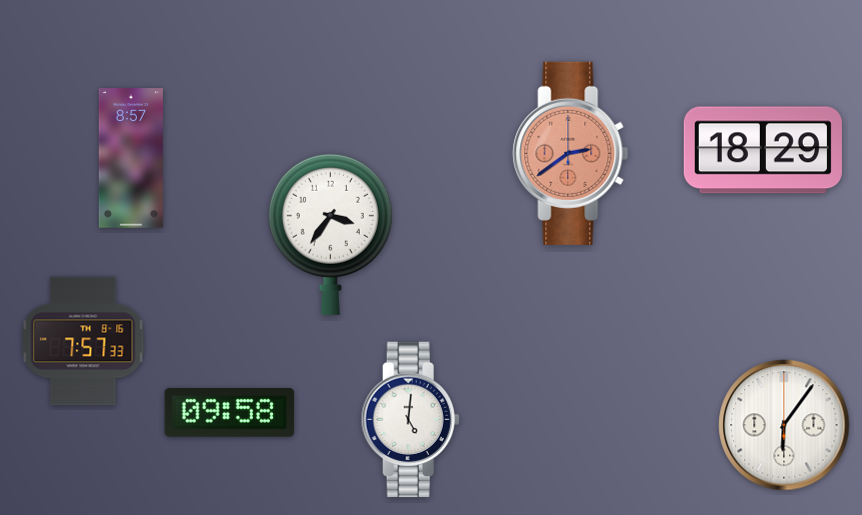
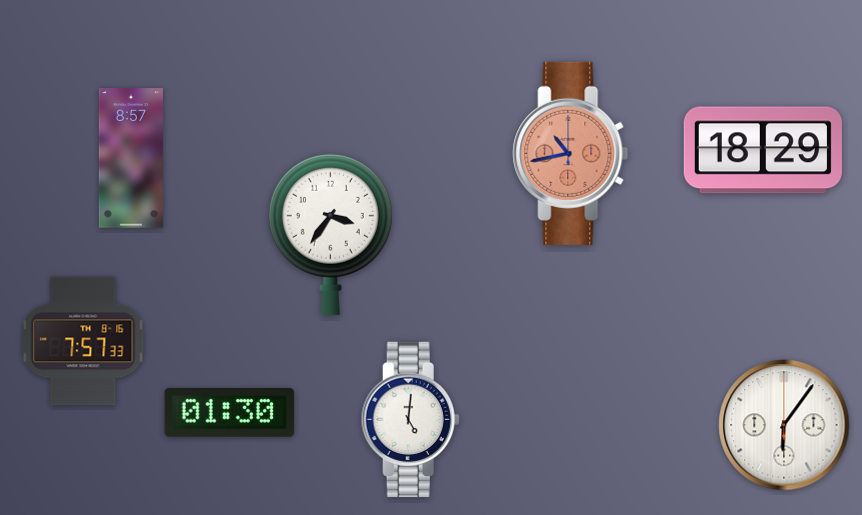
clock at (571, 153): 2:39 -> 10:43
clock at (230, 413): 09:58 -> 01:30
